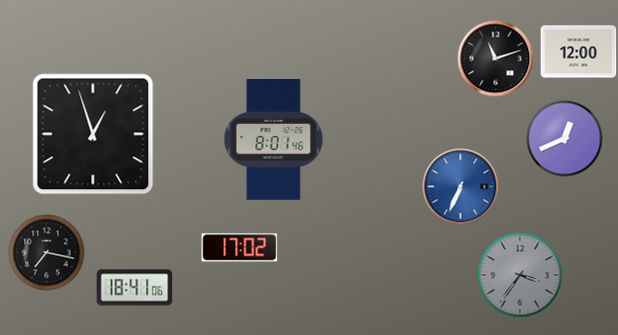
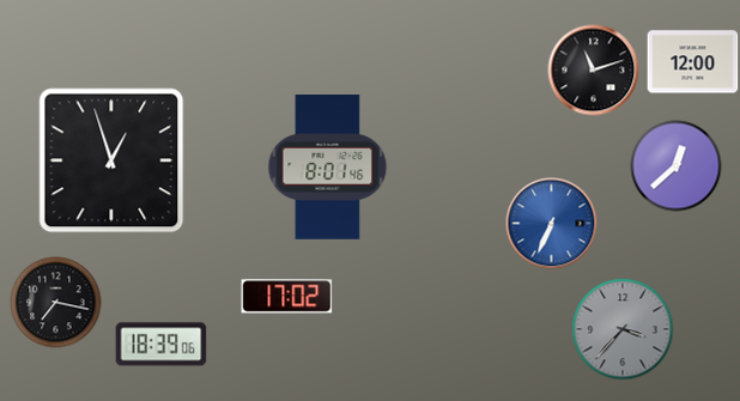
clock at (565, 139): 12:41 -> 12:38
clock at (520, 275): 3:36 -> 3:37
clock at (135, 288): 18:41 -> 18:39
